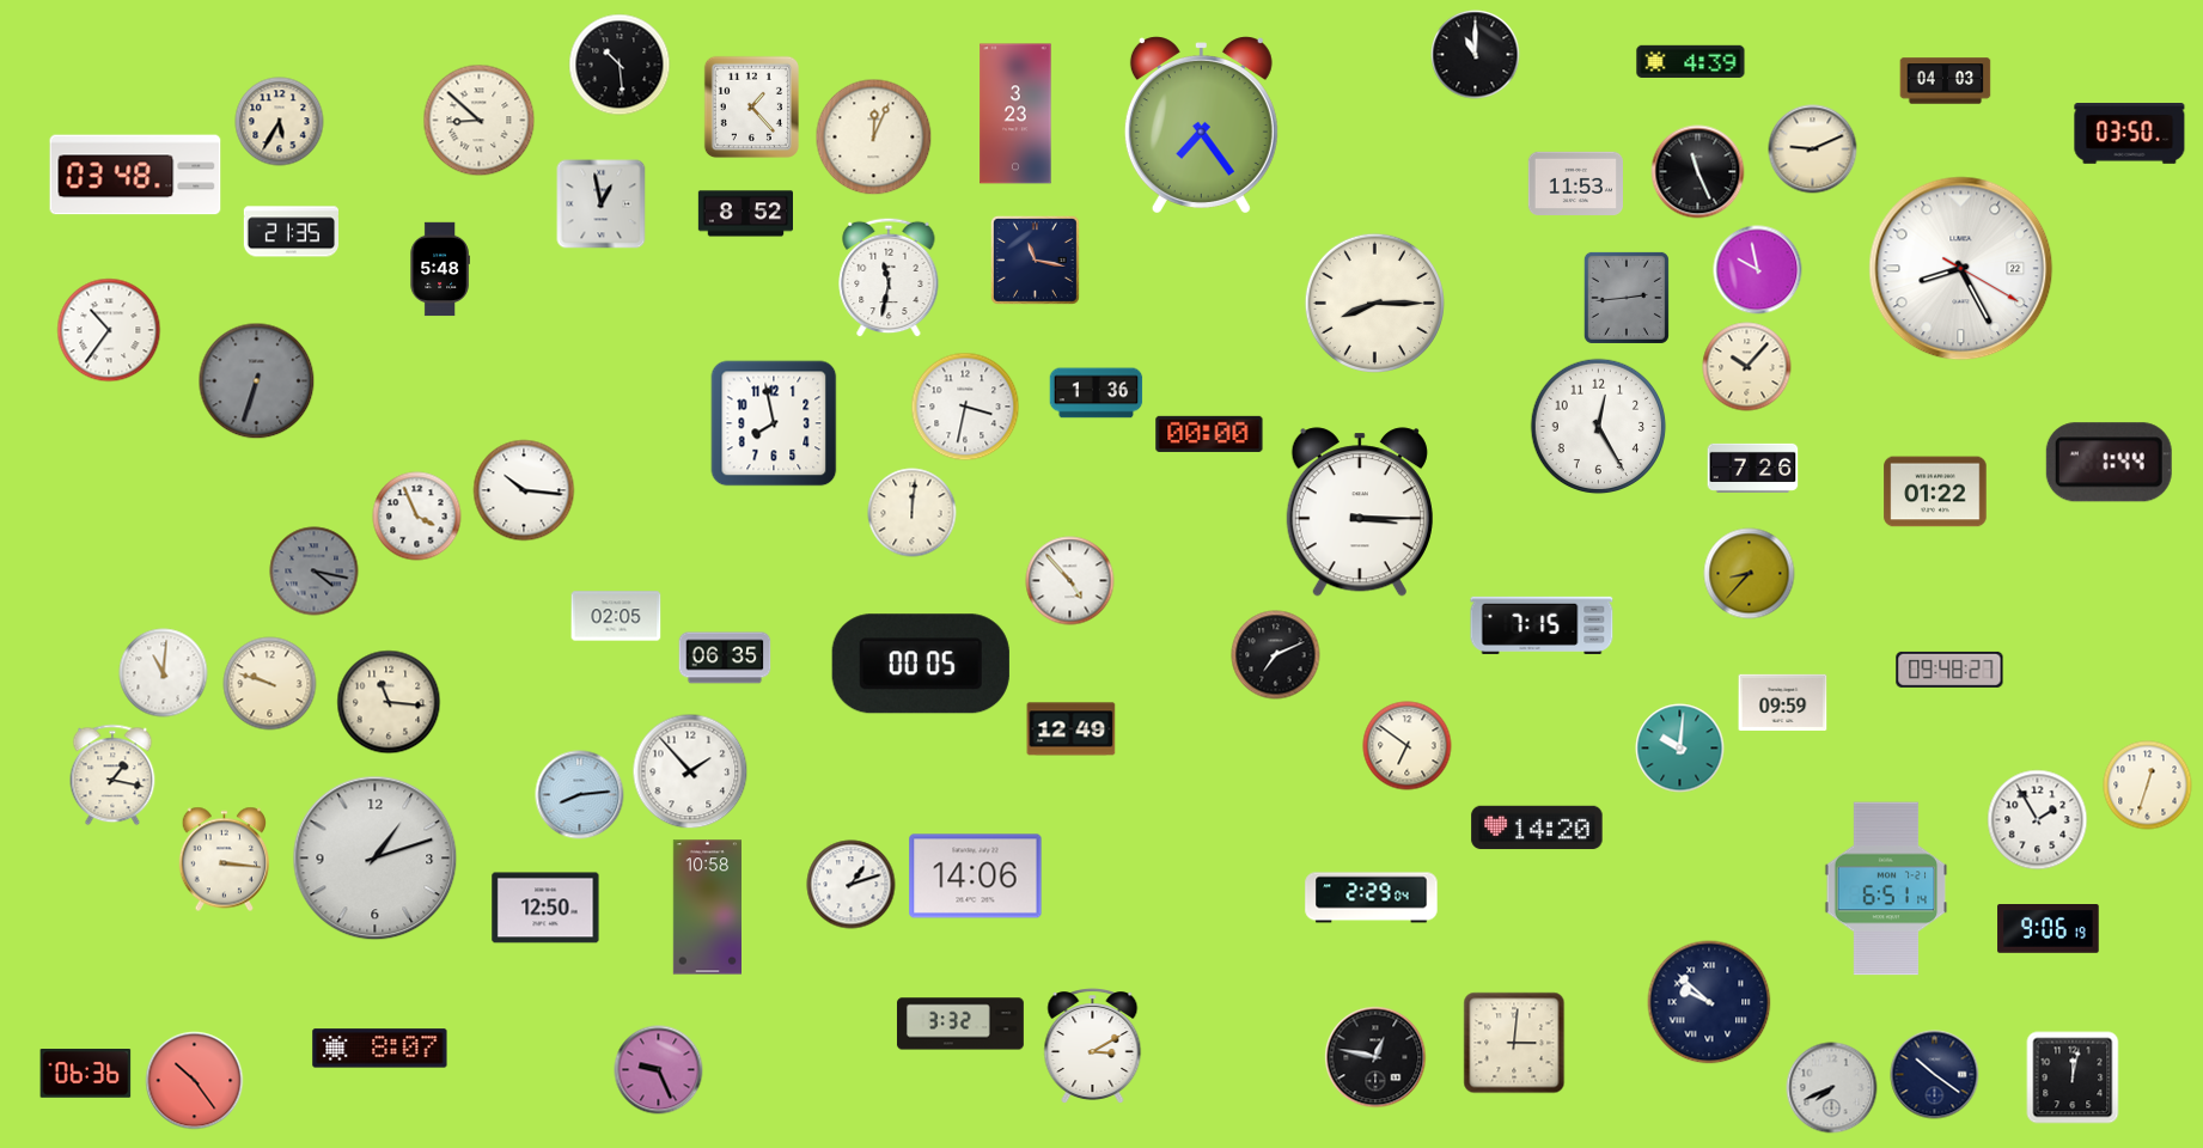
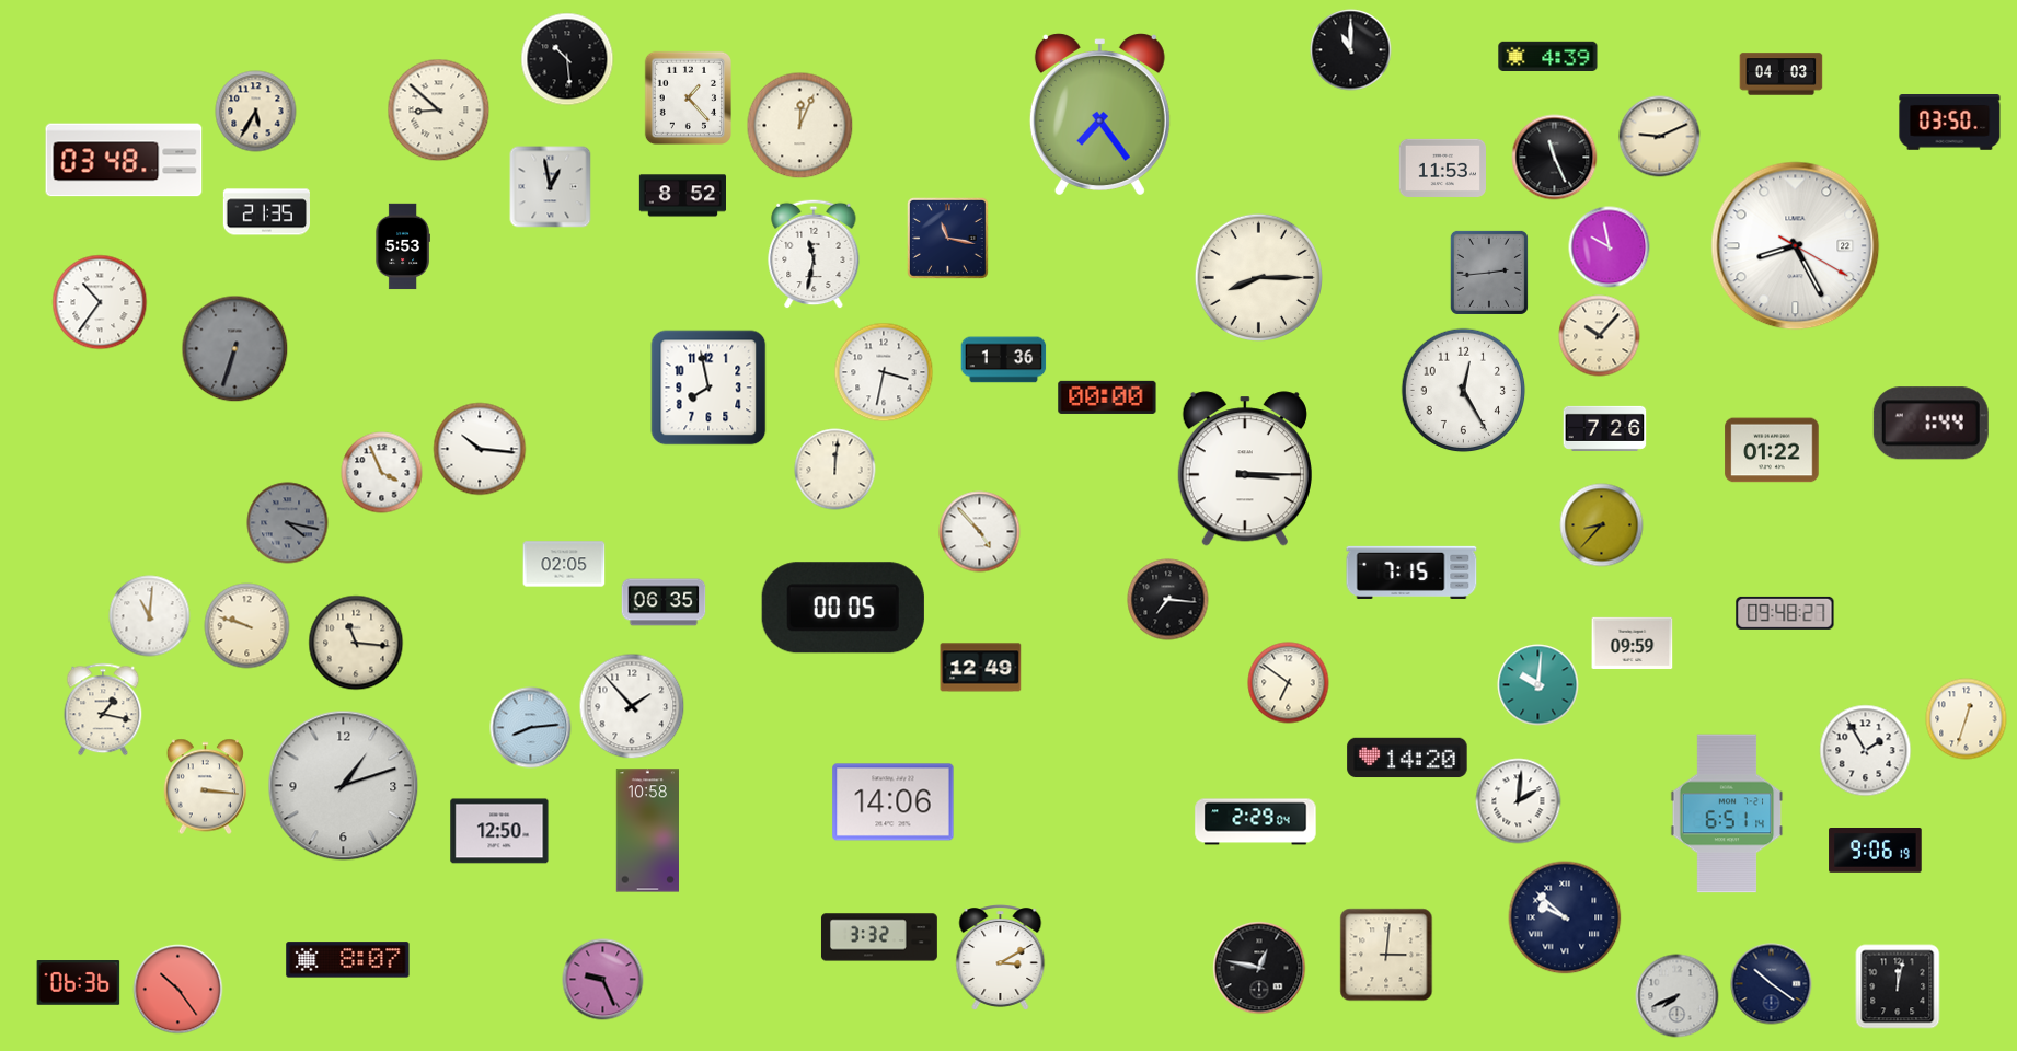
clock at (1015, 114): 3:23 -> none
clock at (440, 269): 5:48 -> 5:53
clock at (1276, 655): 7:11 -> 7:16
clock at (1519, 801): none -> 2:01
clock at (852, 885): 1:12 -> none
